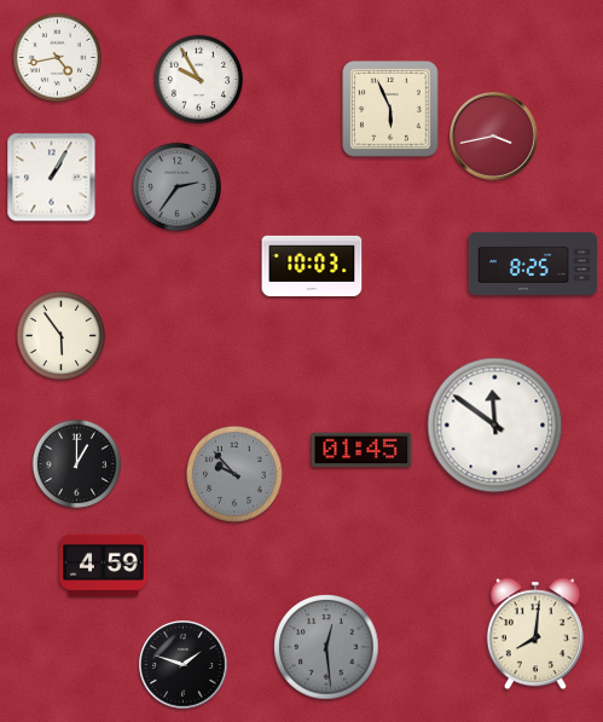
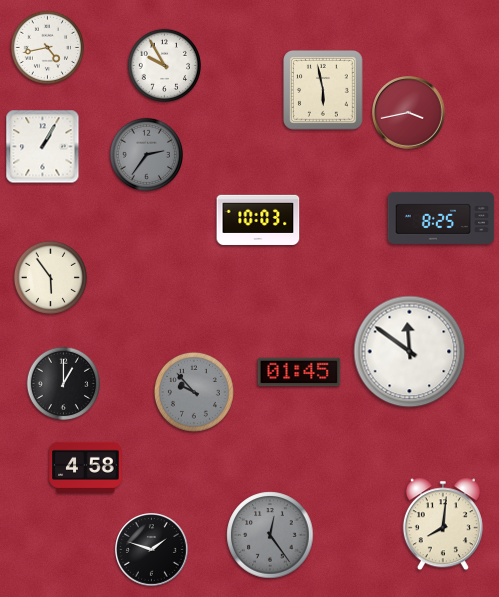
clock at (390, 109): 5:56 -> 5:58
clock at (104, 565): 4:59 -> 4:58
clock at (326, 647): 12:29 -> 12:24
